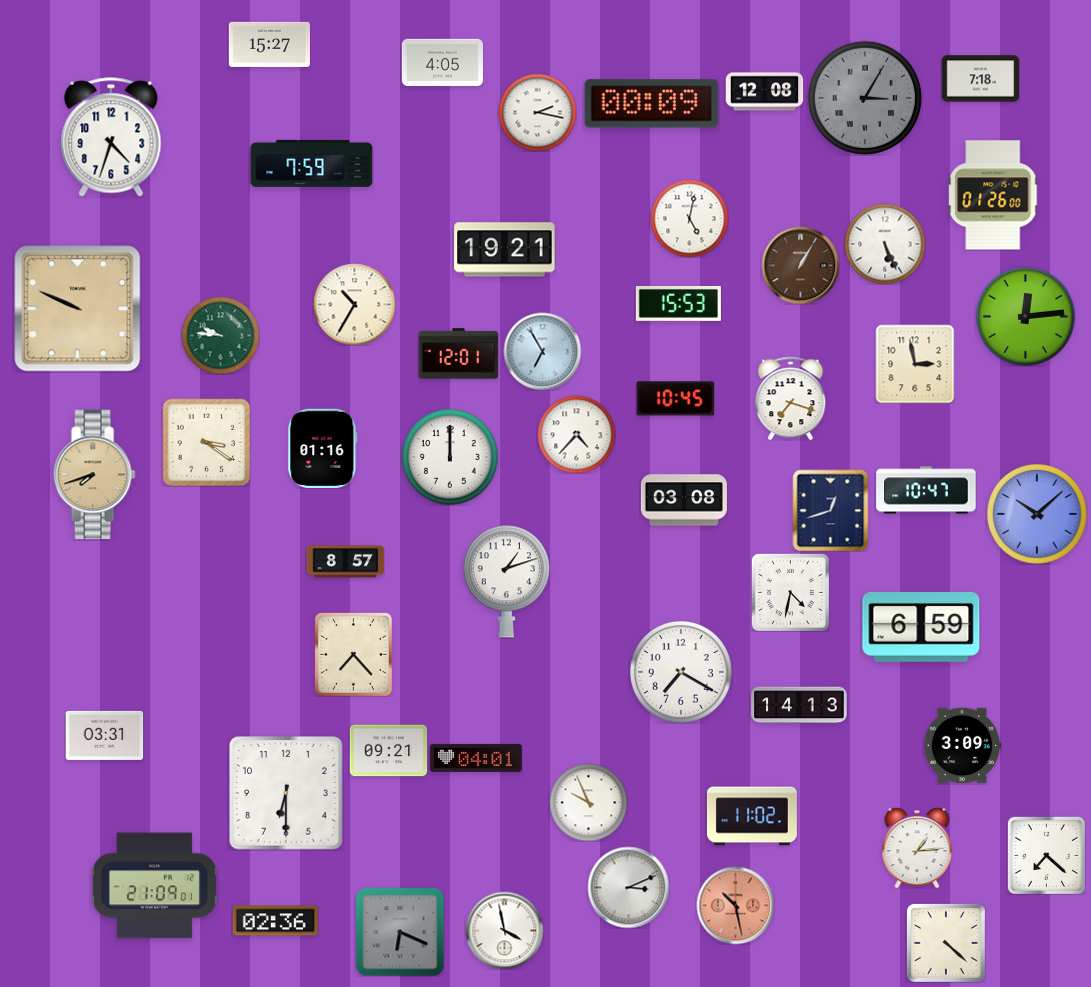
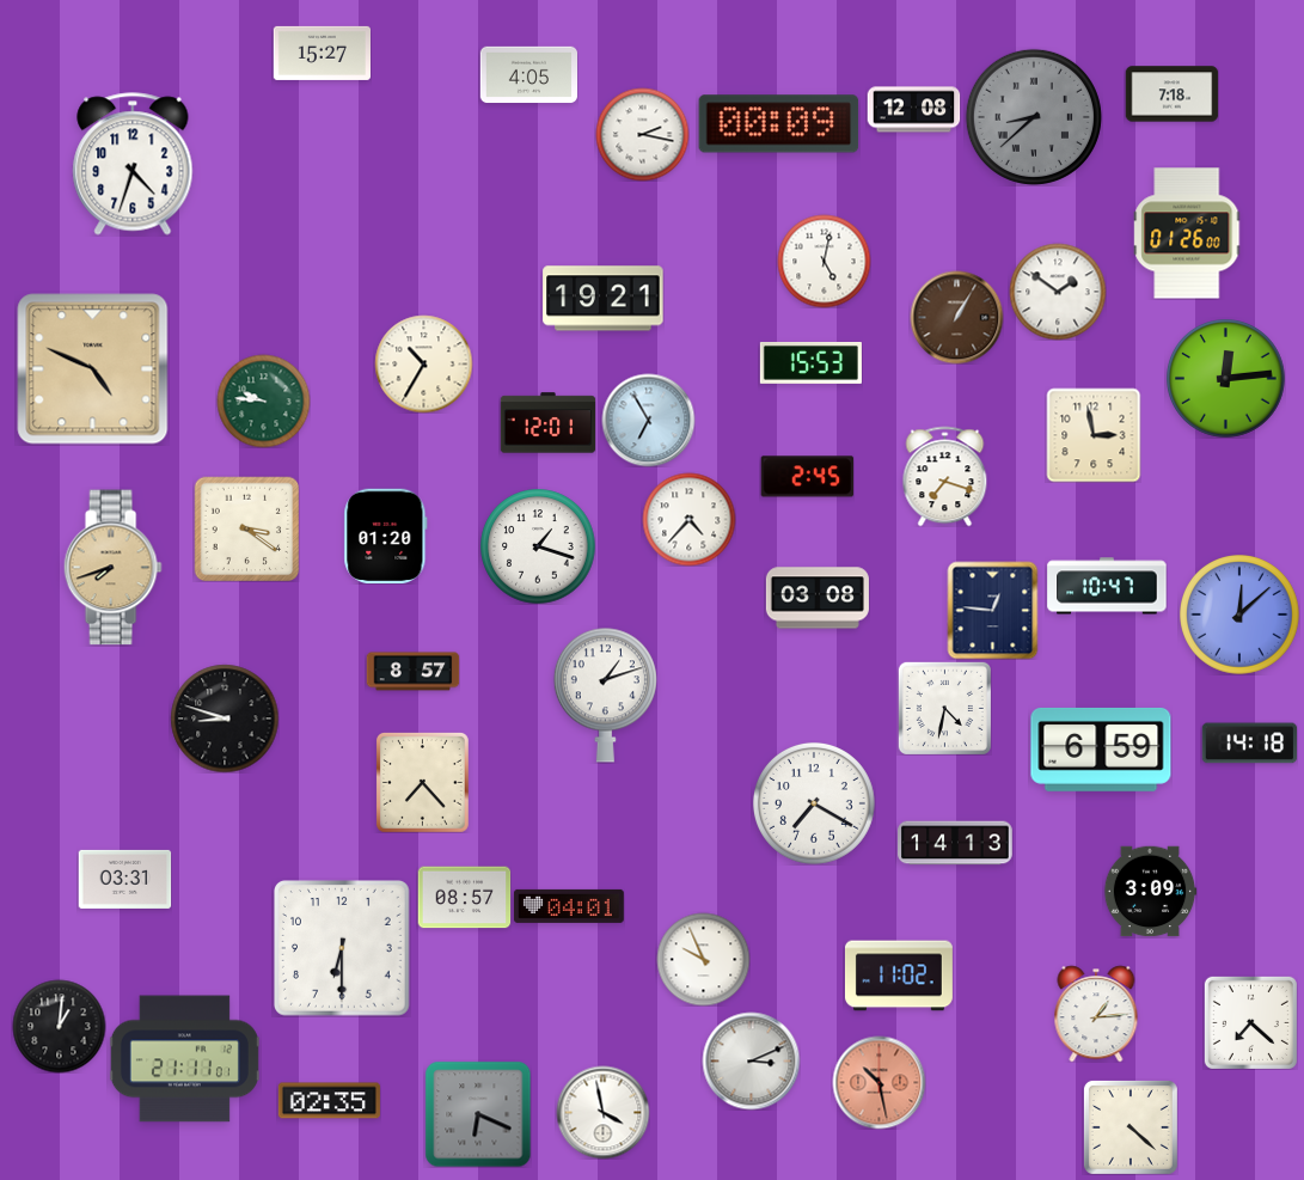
clock at (865, 98): 3:05 -> 8:38
clock at (312, 163): 7:59 -> none
clock at (885, 244): 5:26 -> 1:51
clock at (78, 309): 9:49 -> 4:49
clock at (675, 399): 10:45 -> 2:45
clock at (323, 448): 01:16 -> 01:20
clock at (450, 457): 12:00 -> 1:18
clock at (831, 510): 12:42 -> 12:46
clock at (1038, 515): 10:08 -> 12:08
clock at (225, 719): none -> 8:48
clock at (1249, 744): none -> 14:18
clock at (388, 751): 09:21 -> 08:57
clock at (59, 1026): none -> 1:01
clock at (154, 886): 21:09 -> 21:11
clock at (275, 921): 02:36 -> 02:35
